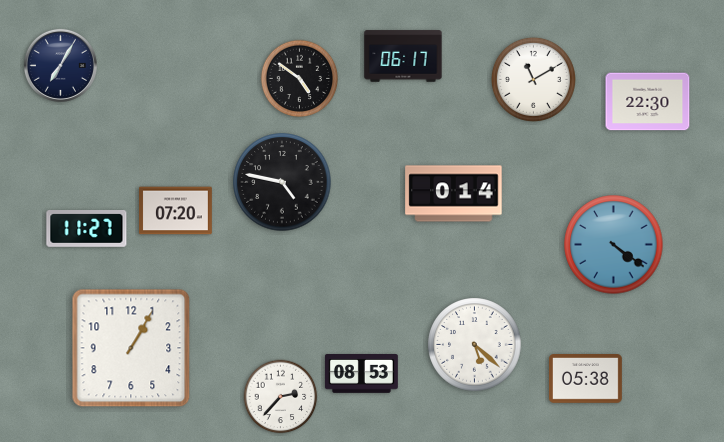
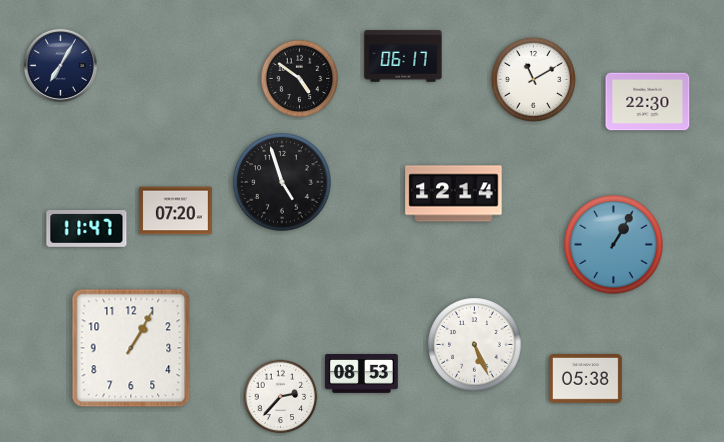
clock at (282, 182): 4:47 -> 4:57
clock at (454, 194): 0:14 -> 12:14
clock at (87, 229): 11:27 -> 11:47
clock at (614, 245): 4:21 -> 1:05
clock at (475, 345): 5:22 -> 5:26
